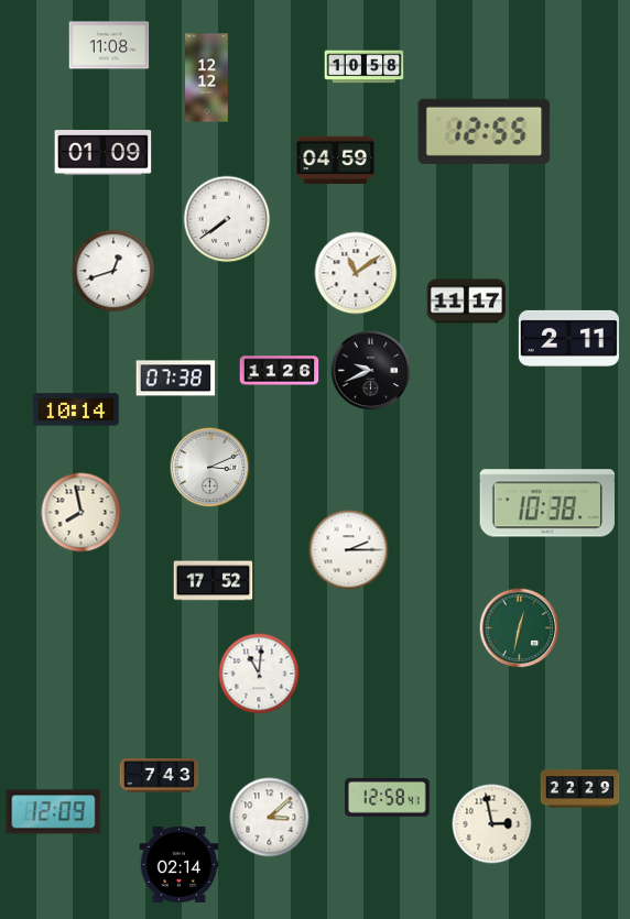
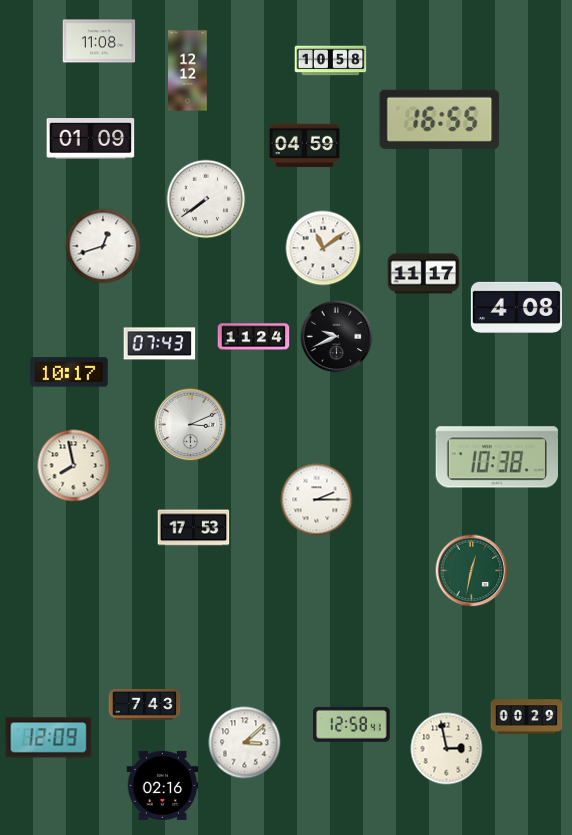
clock at (485, 131): 12:55 -> 16:55
clock at (104, 153) position: (104, 153) -> (91, 139)
clock at (568, 338): 2:11 -> 4:08
clock at (280, 371): 11:26 -> 11:24
clock at (176, 379): 07:38 -> 07:43
clock at (76, 409): 10:14 -> 10:17
clock at (214, 581): 17:52 -> 17:53
clock at (259, 674): 11:01 -> none
clock at (580, 789): 22:29 -> 00:29
clock at (180, 864): 02:14 -> 02:16
